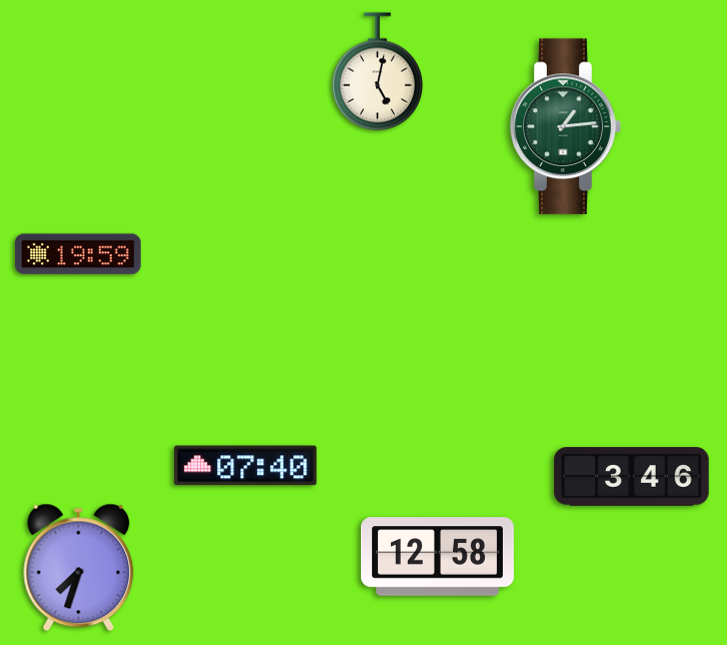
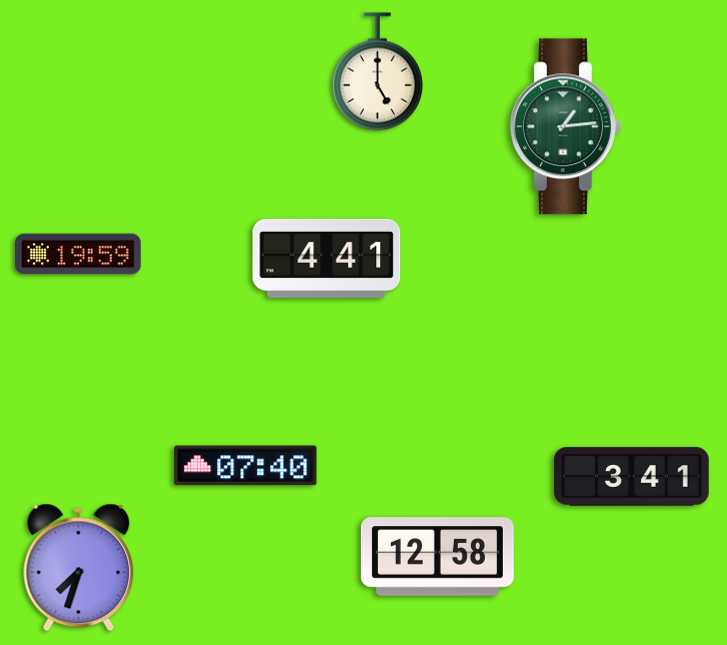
clock at (377, 72): 5:02 -> 5:00
clock at (327, 258): none -> 4:41
clock at (632, 477): 3:46 -> 3:41
